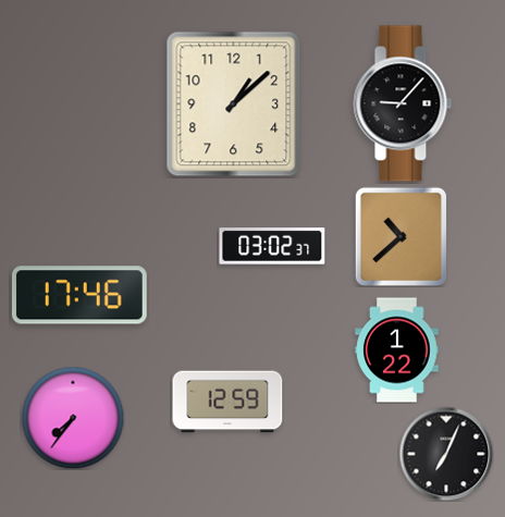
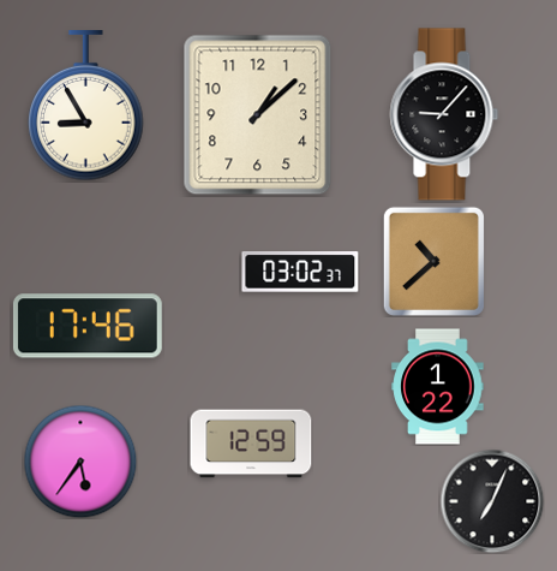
clock at (86, 107): none -> 8:55
clock at (401, 236) position: (401, 236) -> (433, 261)
clock at (73, 418): 7:36 -> 5:36
